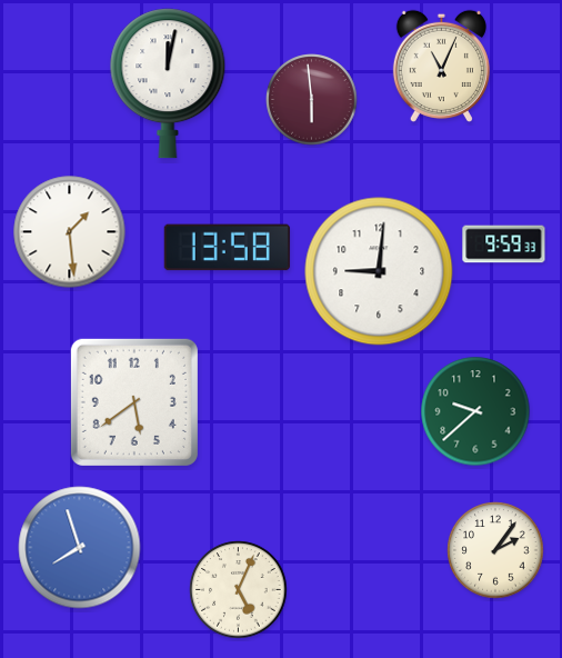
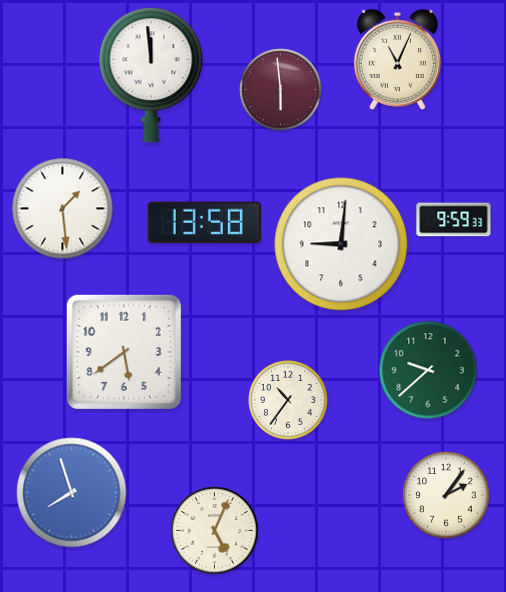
clock at (168, 83): 12:02 -> 11:59
clock at (134, 402) position: (134, 402) -> (124, 352)
clock at (288, 400): none -> 10:36
